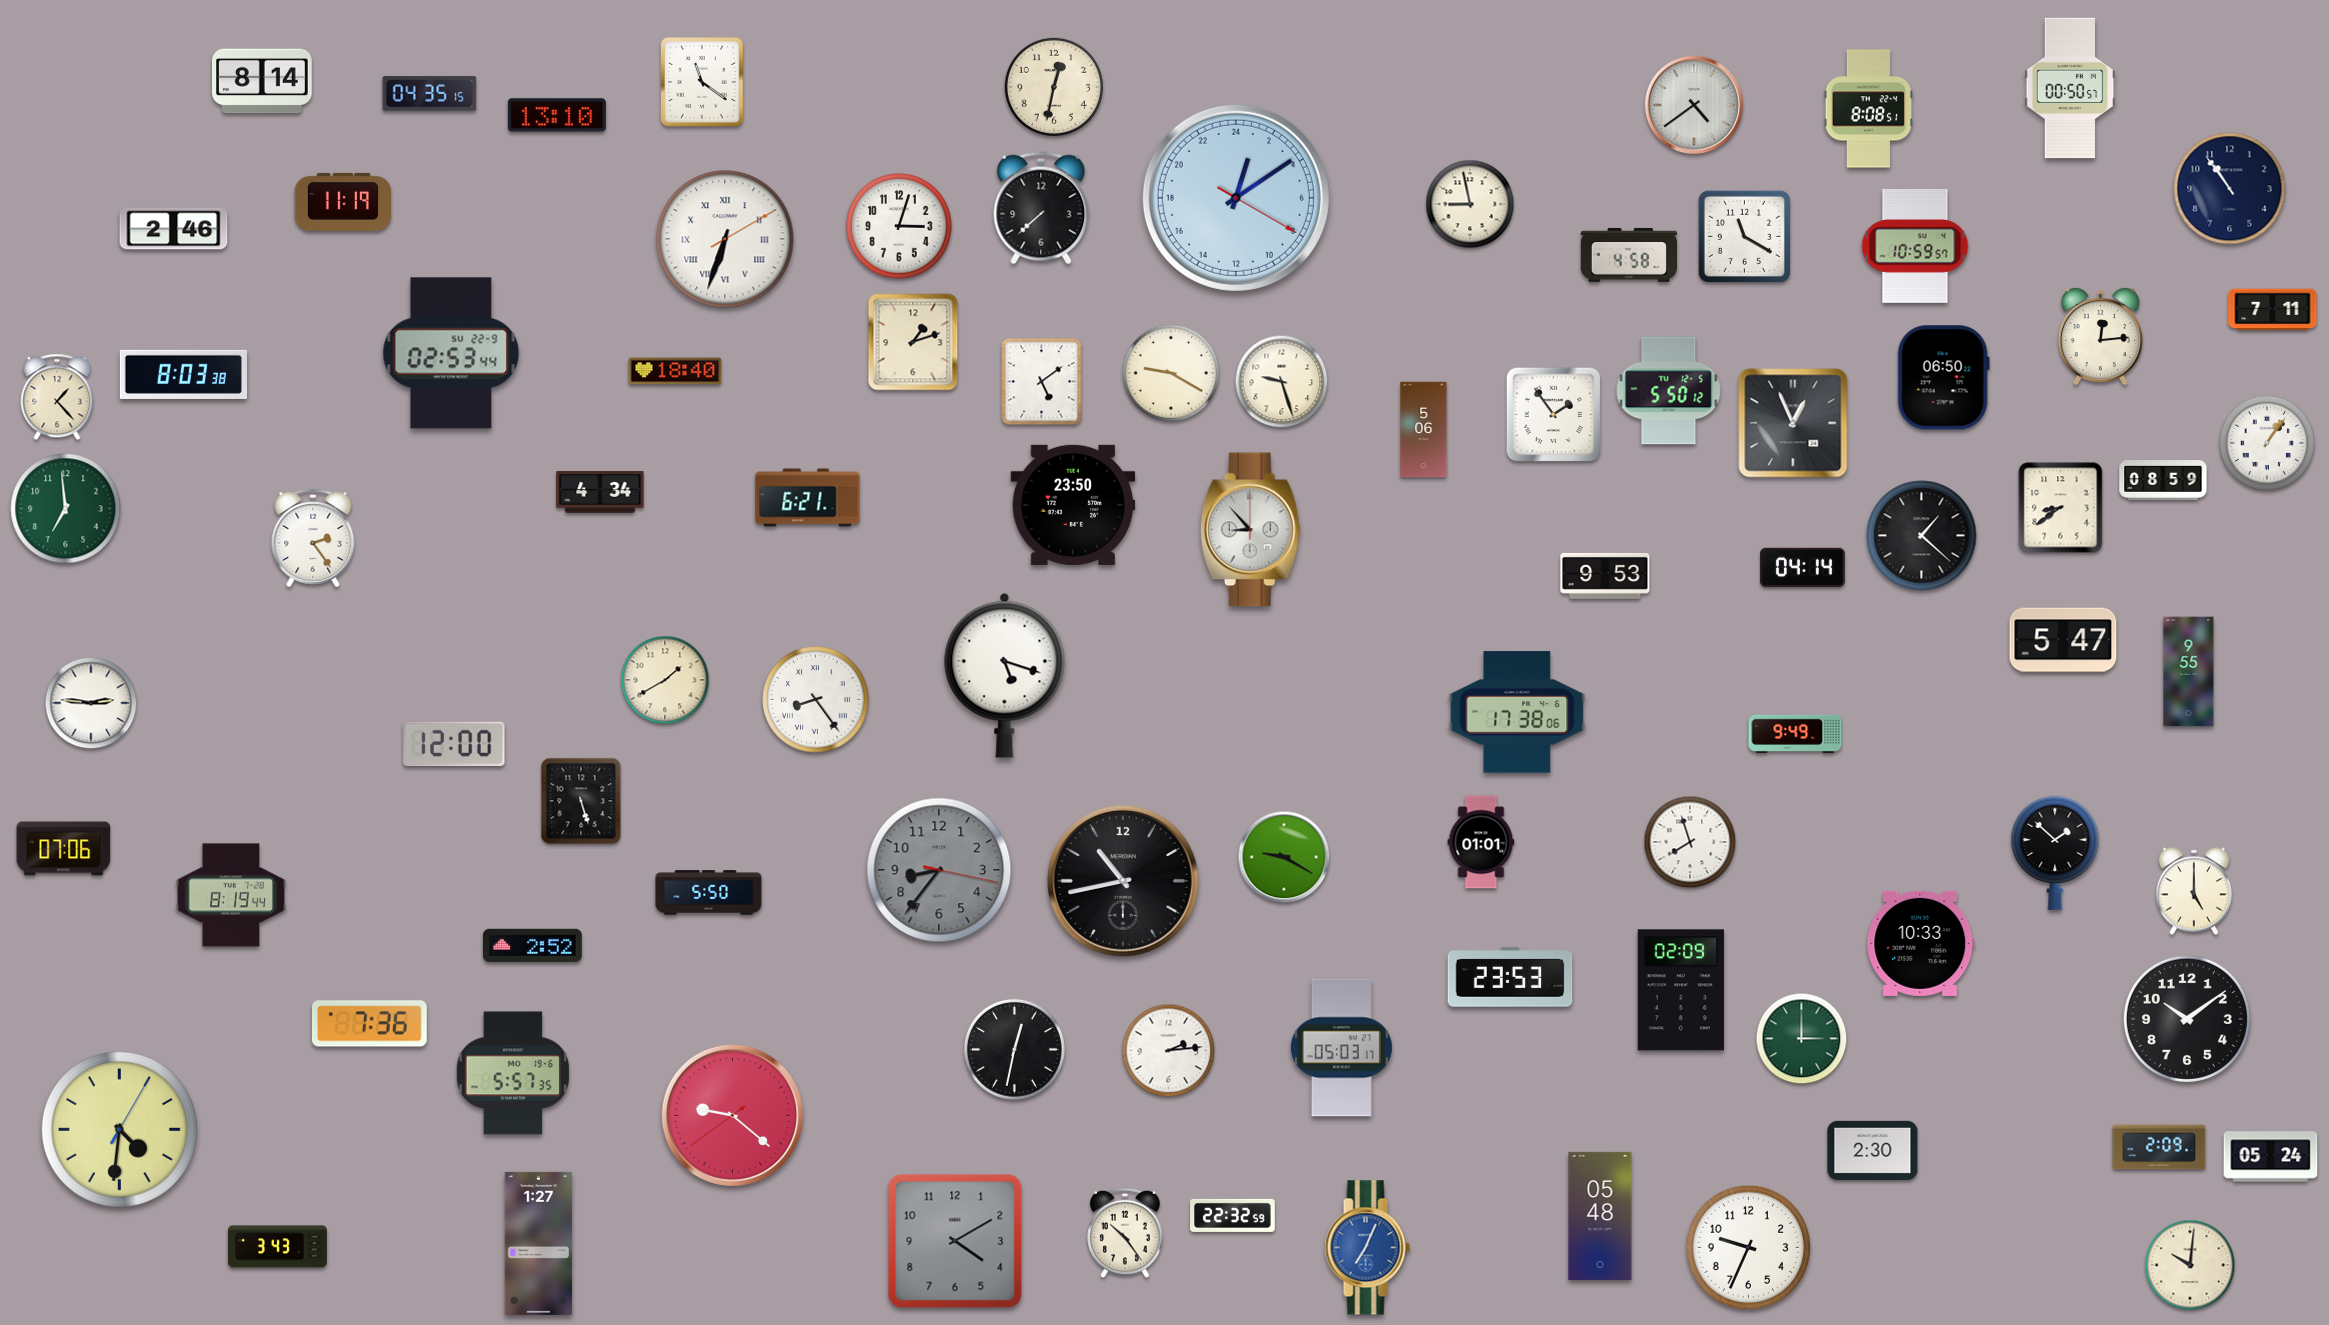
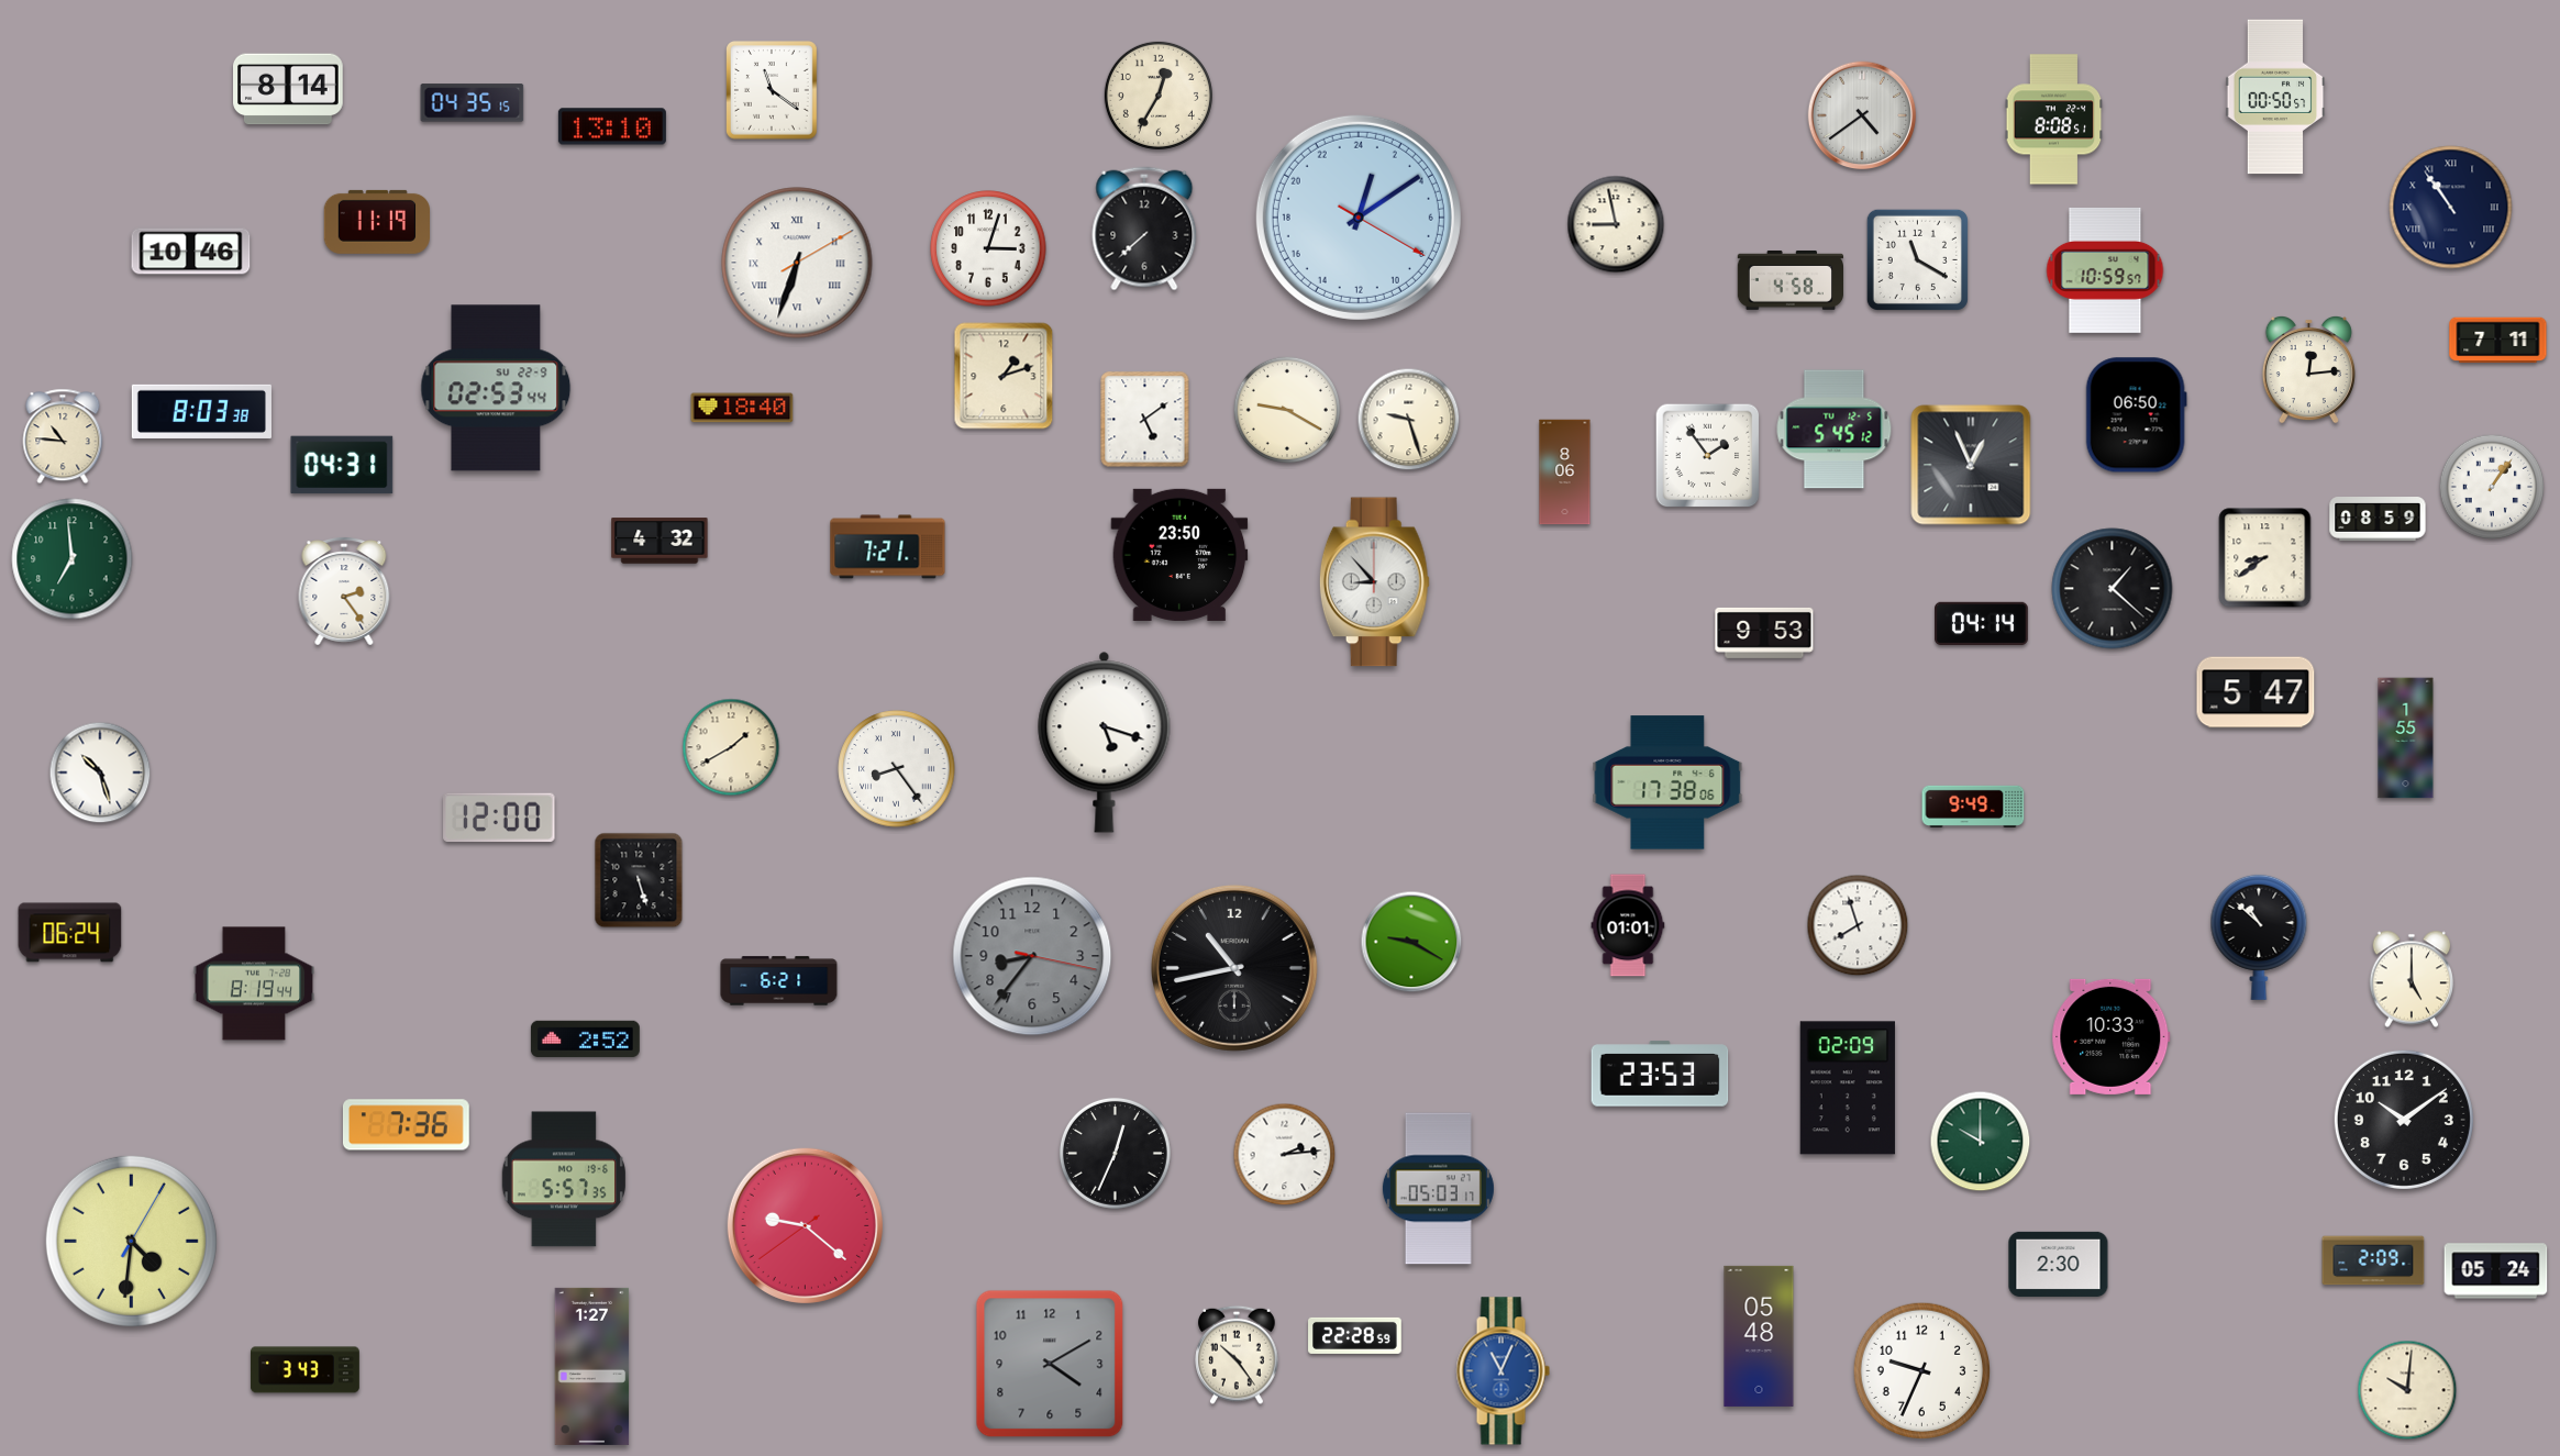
clock at (1054, 87): 12:32 -> 12:35
clock at (2230, 189) numerals: Arabic -> Roman
clock at (174, 229): 2:46 -> 10:46
clock at (1669, 391): 5:50 -> 5:45
clock at (57, 397): 1:23 -> 10:46
clock at (342, 465): none -> 04:31
clock at (1424, 430): 5:06 -> 8:06
clock at (2163, 481) position: (2163, 481) -> (2378, 520)
clock at (600, 492): 4:34 -> 4:32
clock at (808, 498): 6:21 -> 7:21
clock at (2063, 640) position: (2063, 640) -> (2256, 692)
clock at (2189, 672): 9:55 -> 1:55
clock at (91, 703): 2:46 -> 10:27
clock at (64, 849): 07:06 -> 06:24
clock at (2055, 853): 1:52 -> 10:52
clock at (709, 893): 5:50 -> 6:21
clock at (1802, 1039): 3:00 -> 10:00
clock at (1341, 1048) position: (1341, 1048) -> (1438, 1189)
clock at (1014, 1049): 12:32 -> 12:34
clock at (1233, 1215): 22:32 -> 22:28
clock at (1367, 1248): 7:04 -> 11:04
